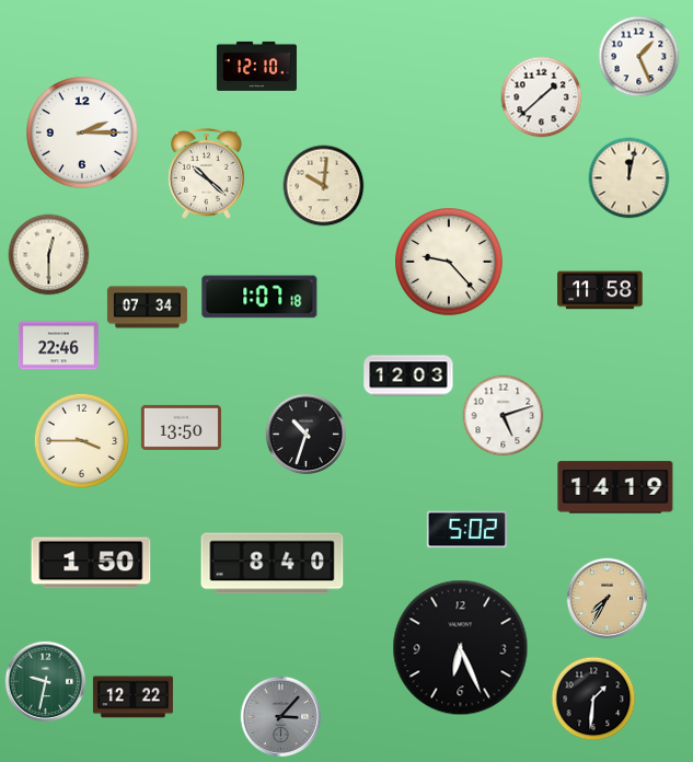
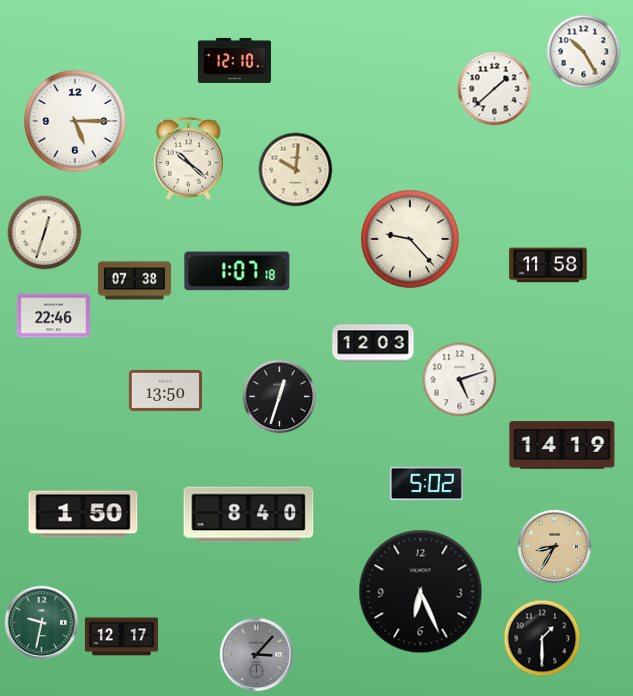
clock at (639, 57): 1:26 -> 10:25
clock at (82, 132): 2:15 -> 5:15
clock at (630, 178): 12:02 -> none
clock at (49, 255): 12:30 -> 12:33
clock at (147, 308): 07:34 -> 07:38
clock at (307, 435): 10:33 -> 12:33
clock at (81, 440): 3:45 -> none
clock at (608, 599): 7:35 -> 8:35
clock at (132, 697): 12:22 -> 12:17
clock at (593, 698): 1:31 -> 1:30
